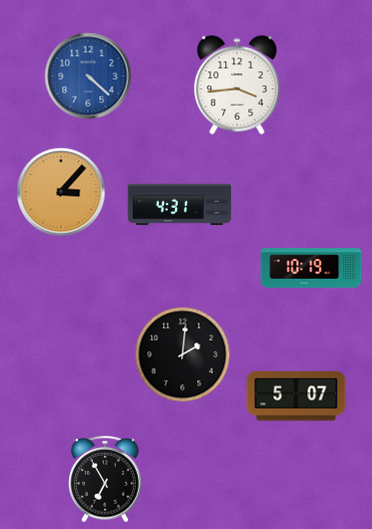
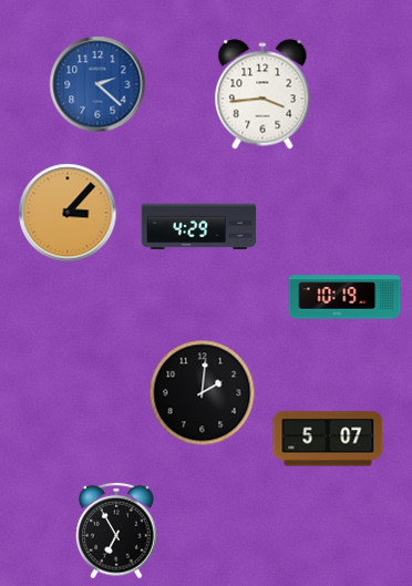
clock at (88, 76): 4:22 -> 2:22
clock at (180, 205): 4:31 -> 4:29
